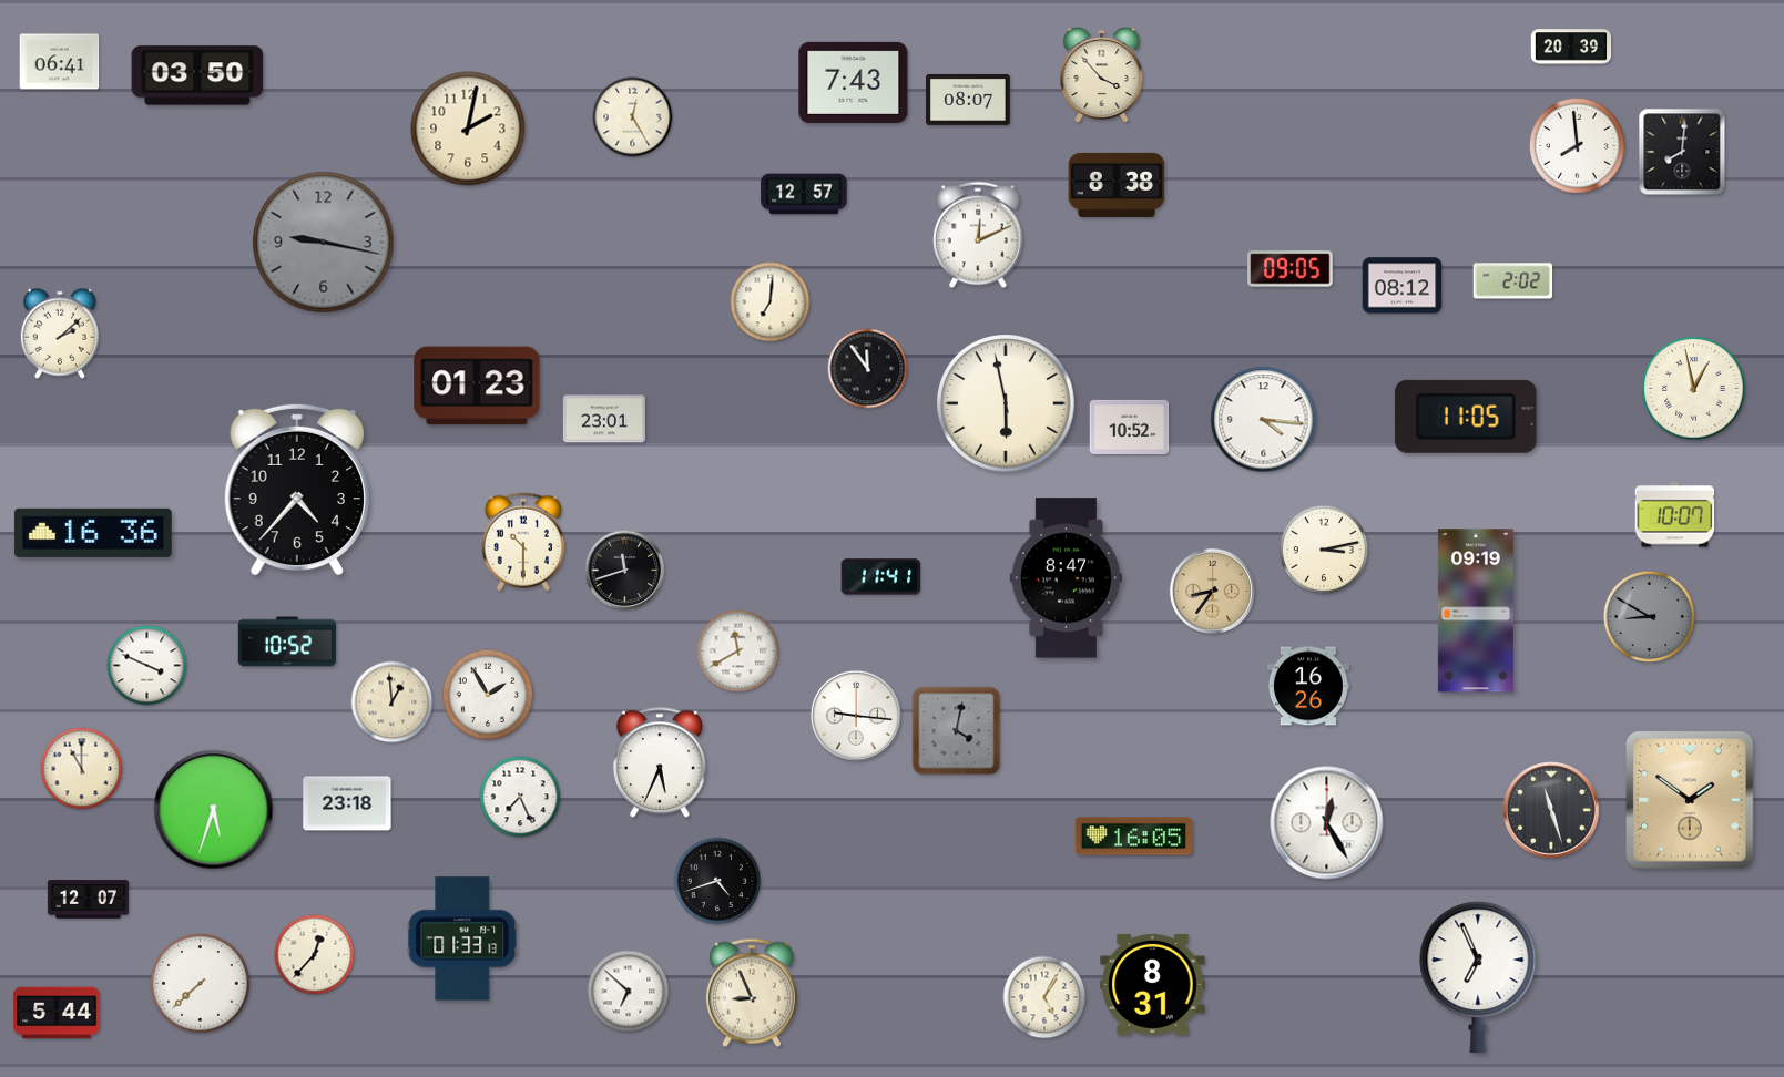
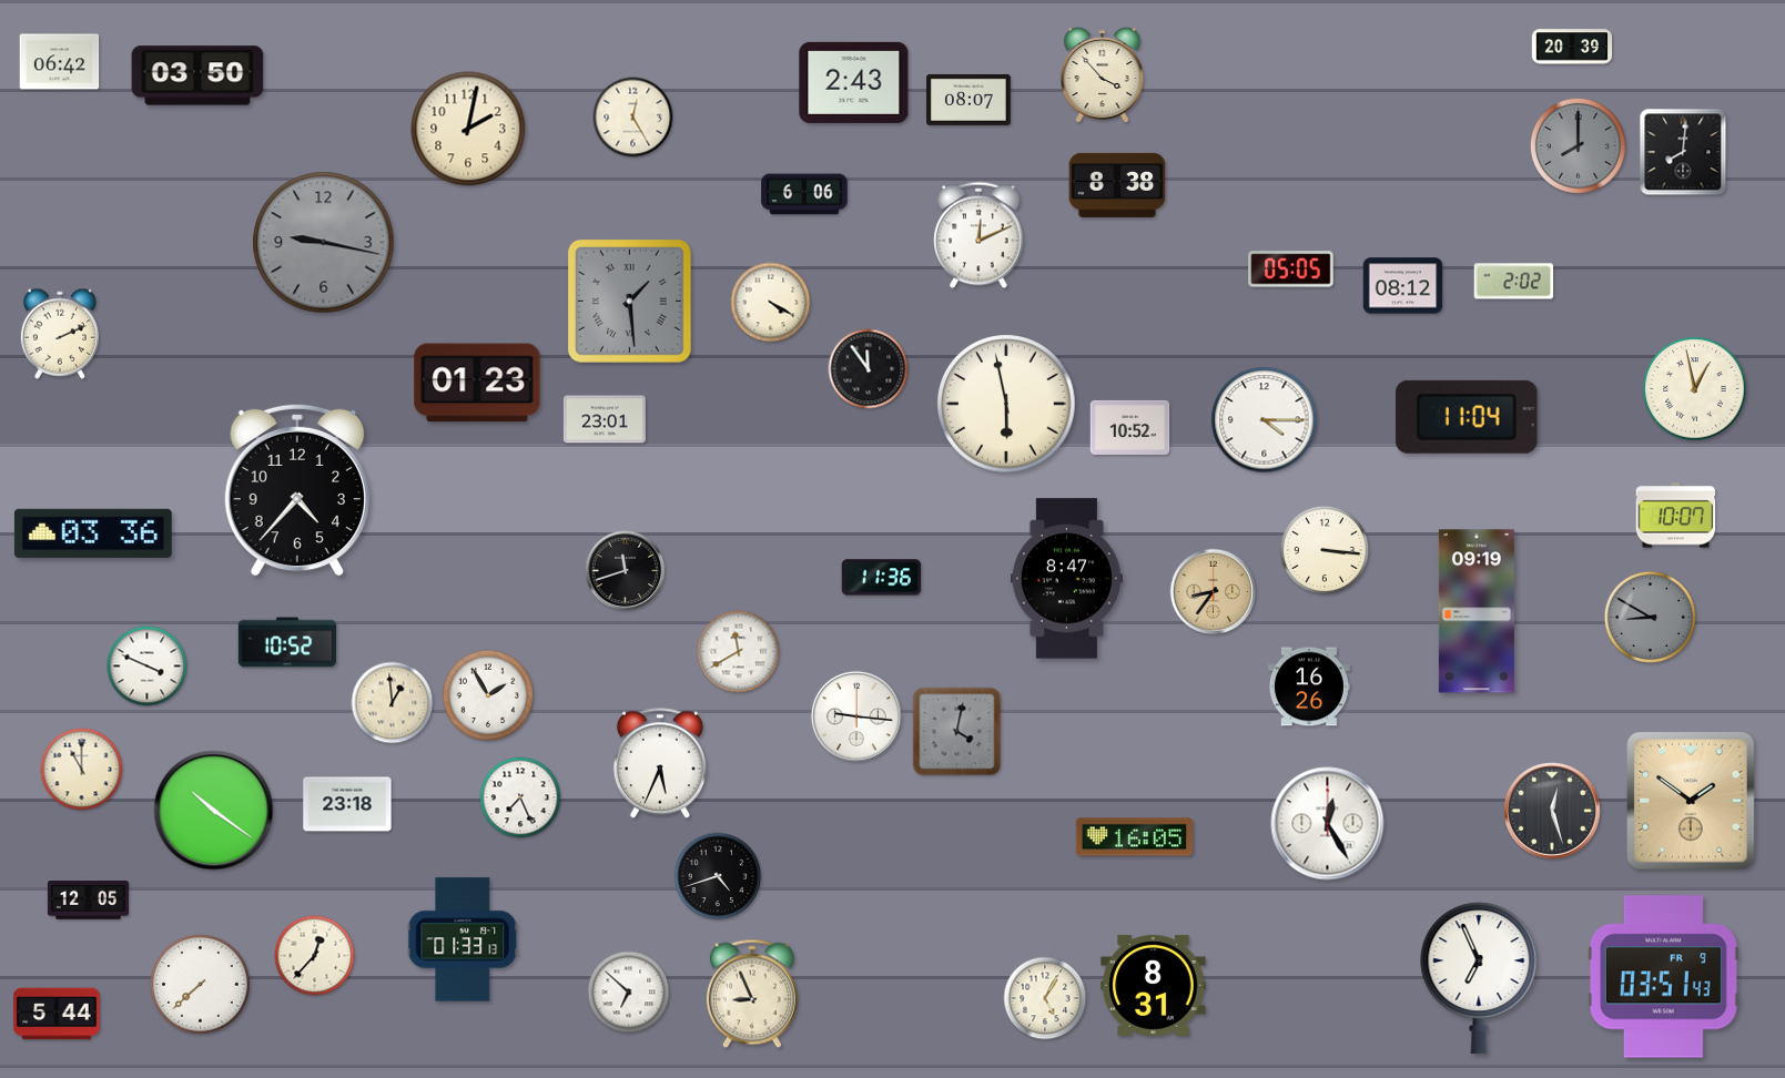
clock at (60, 62): 06:41 -> 06:42
clock at (854, 82): 7:43 -> 2:43
clock at (1577, 145): 7:59 -> 8:00
clock at (1577, 145) dial: white -> grey
clock at (804, 194): 12:57 -> 6:06
clock at (1291, 269): 09:05 -> 05:05
clock at (630, 302): none -> 1:29
clock at (771, 302): 7:01 -> 4:20
clock at (60, 334): 2:08 -> 2:11
clock at (477, 386) position: (477, 386) -> (477, 383)
clock at (1466, 417): 11:05 -> 11:04
clock at (1264, 420): 4:16 -> 4:15
clock at (93, 533): 16:36 -> 03:36
clock at (523, 542): 10:30 -> none
clock at (1324, 550): 3:13 -> 3:16
clock at (881, 577): 11:41 -> 11:36
clock at (214, 810): 5:33 -> 10:21
clock at (1552, 811): 11:27 -> 12:27
clock at (717, 881) position: (717, 881) -> (718, 876)
clock at (88, 900): 12:07 -> 12:05
clock at (1663, 977): none -> 03:51
